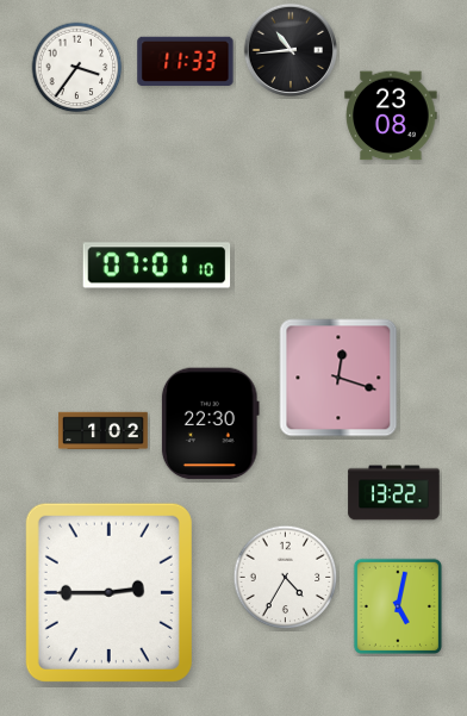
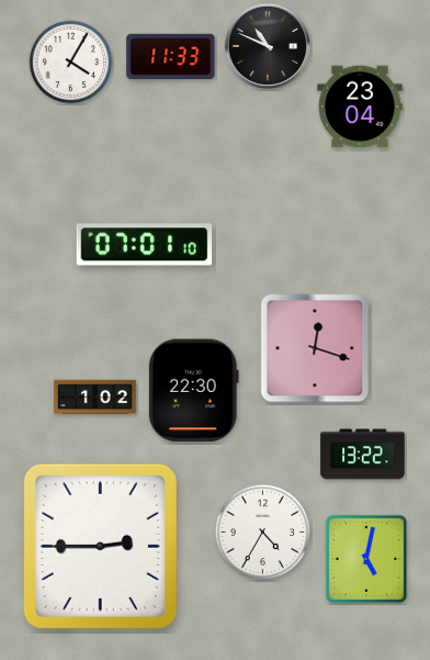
clock at (289, 49): 10:44 -> 10:49
clock at (77, 68): 3:36 -> 4:05
clock at (391, 116): 23:08 -> 23:04
clock at (338, 378) position: (338, 378) -> (315, 348)
